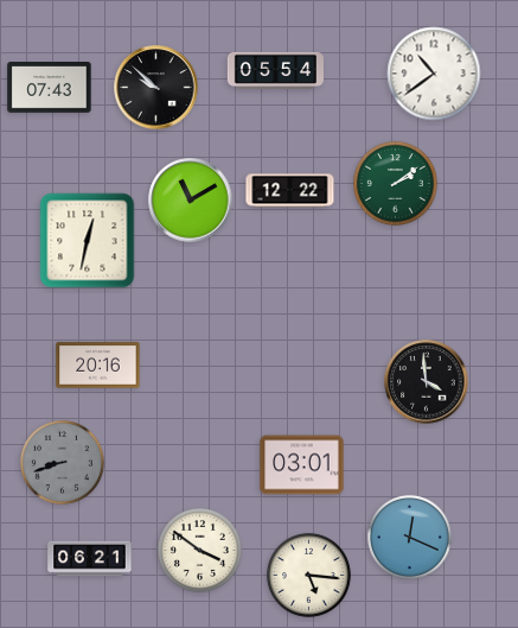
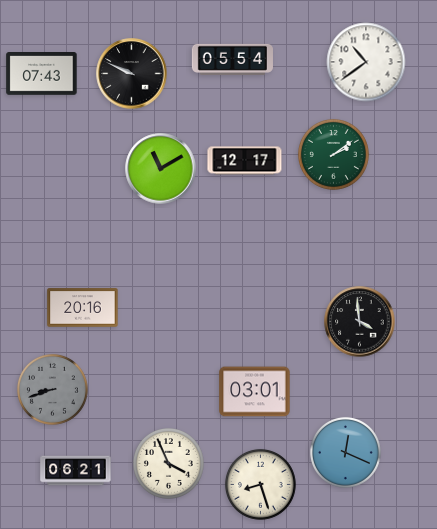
clock at (156, 88): 9:52 -> 9:49
clock at (290, 191): 12:22 -> 12:17
clock at (88, 241): 12:32 -> none
clock at (199, 550): 3:51 -> 3:56
clock at (308, 575): 5:16 -> 8:27
